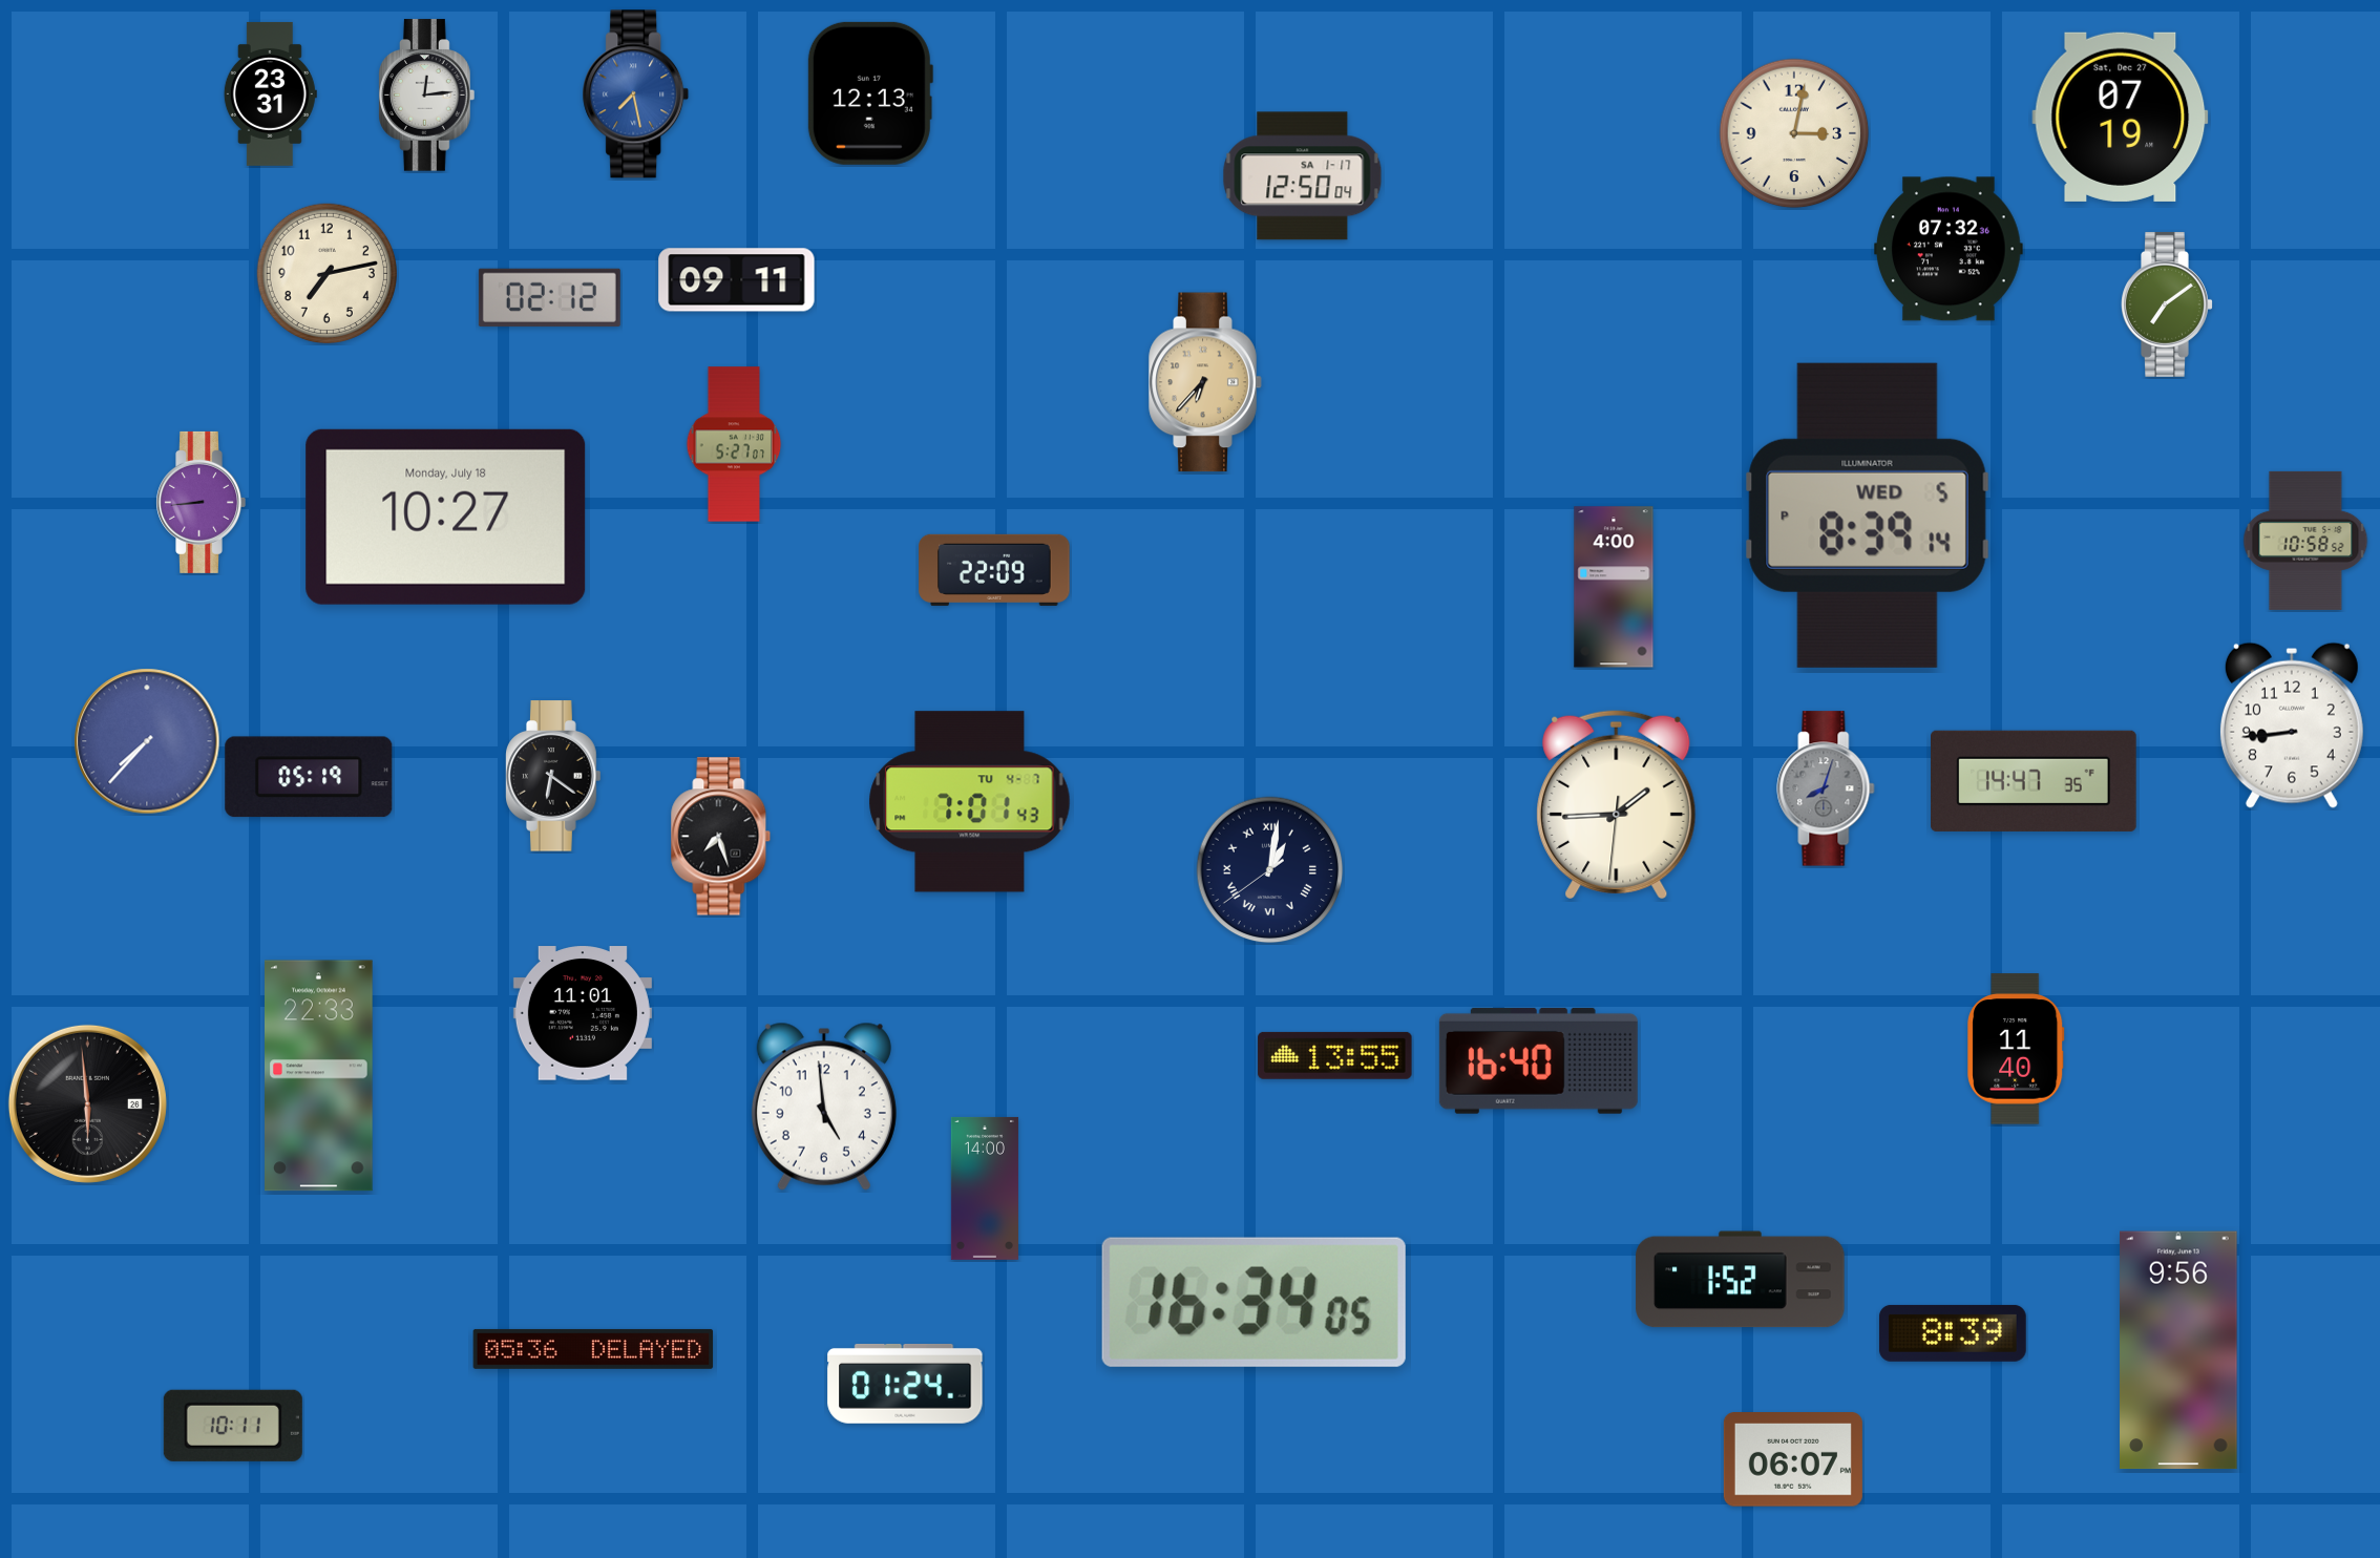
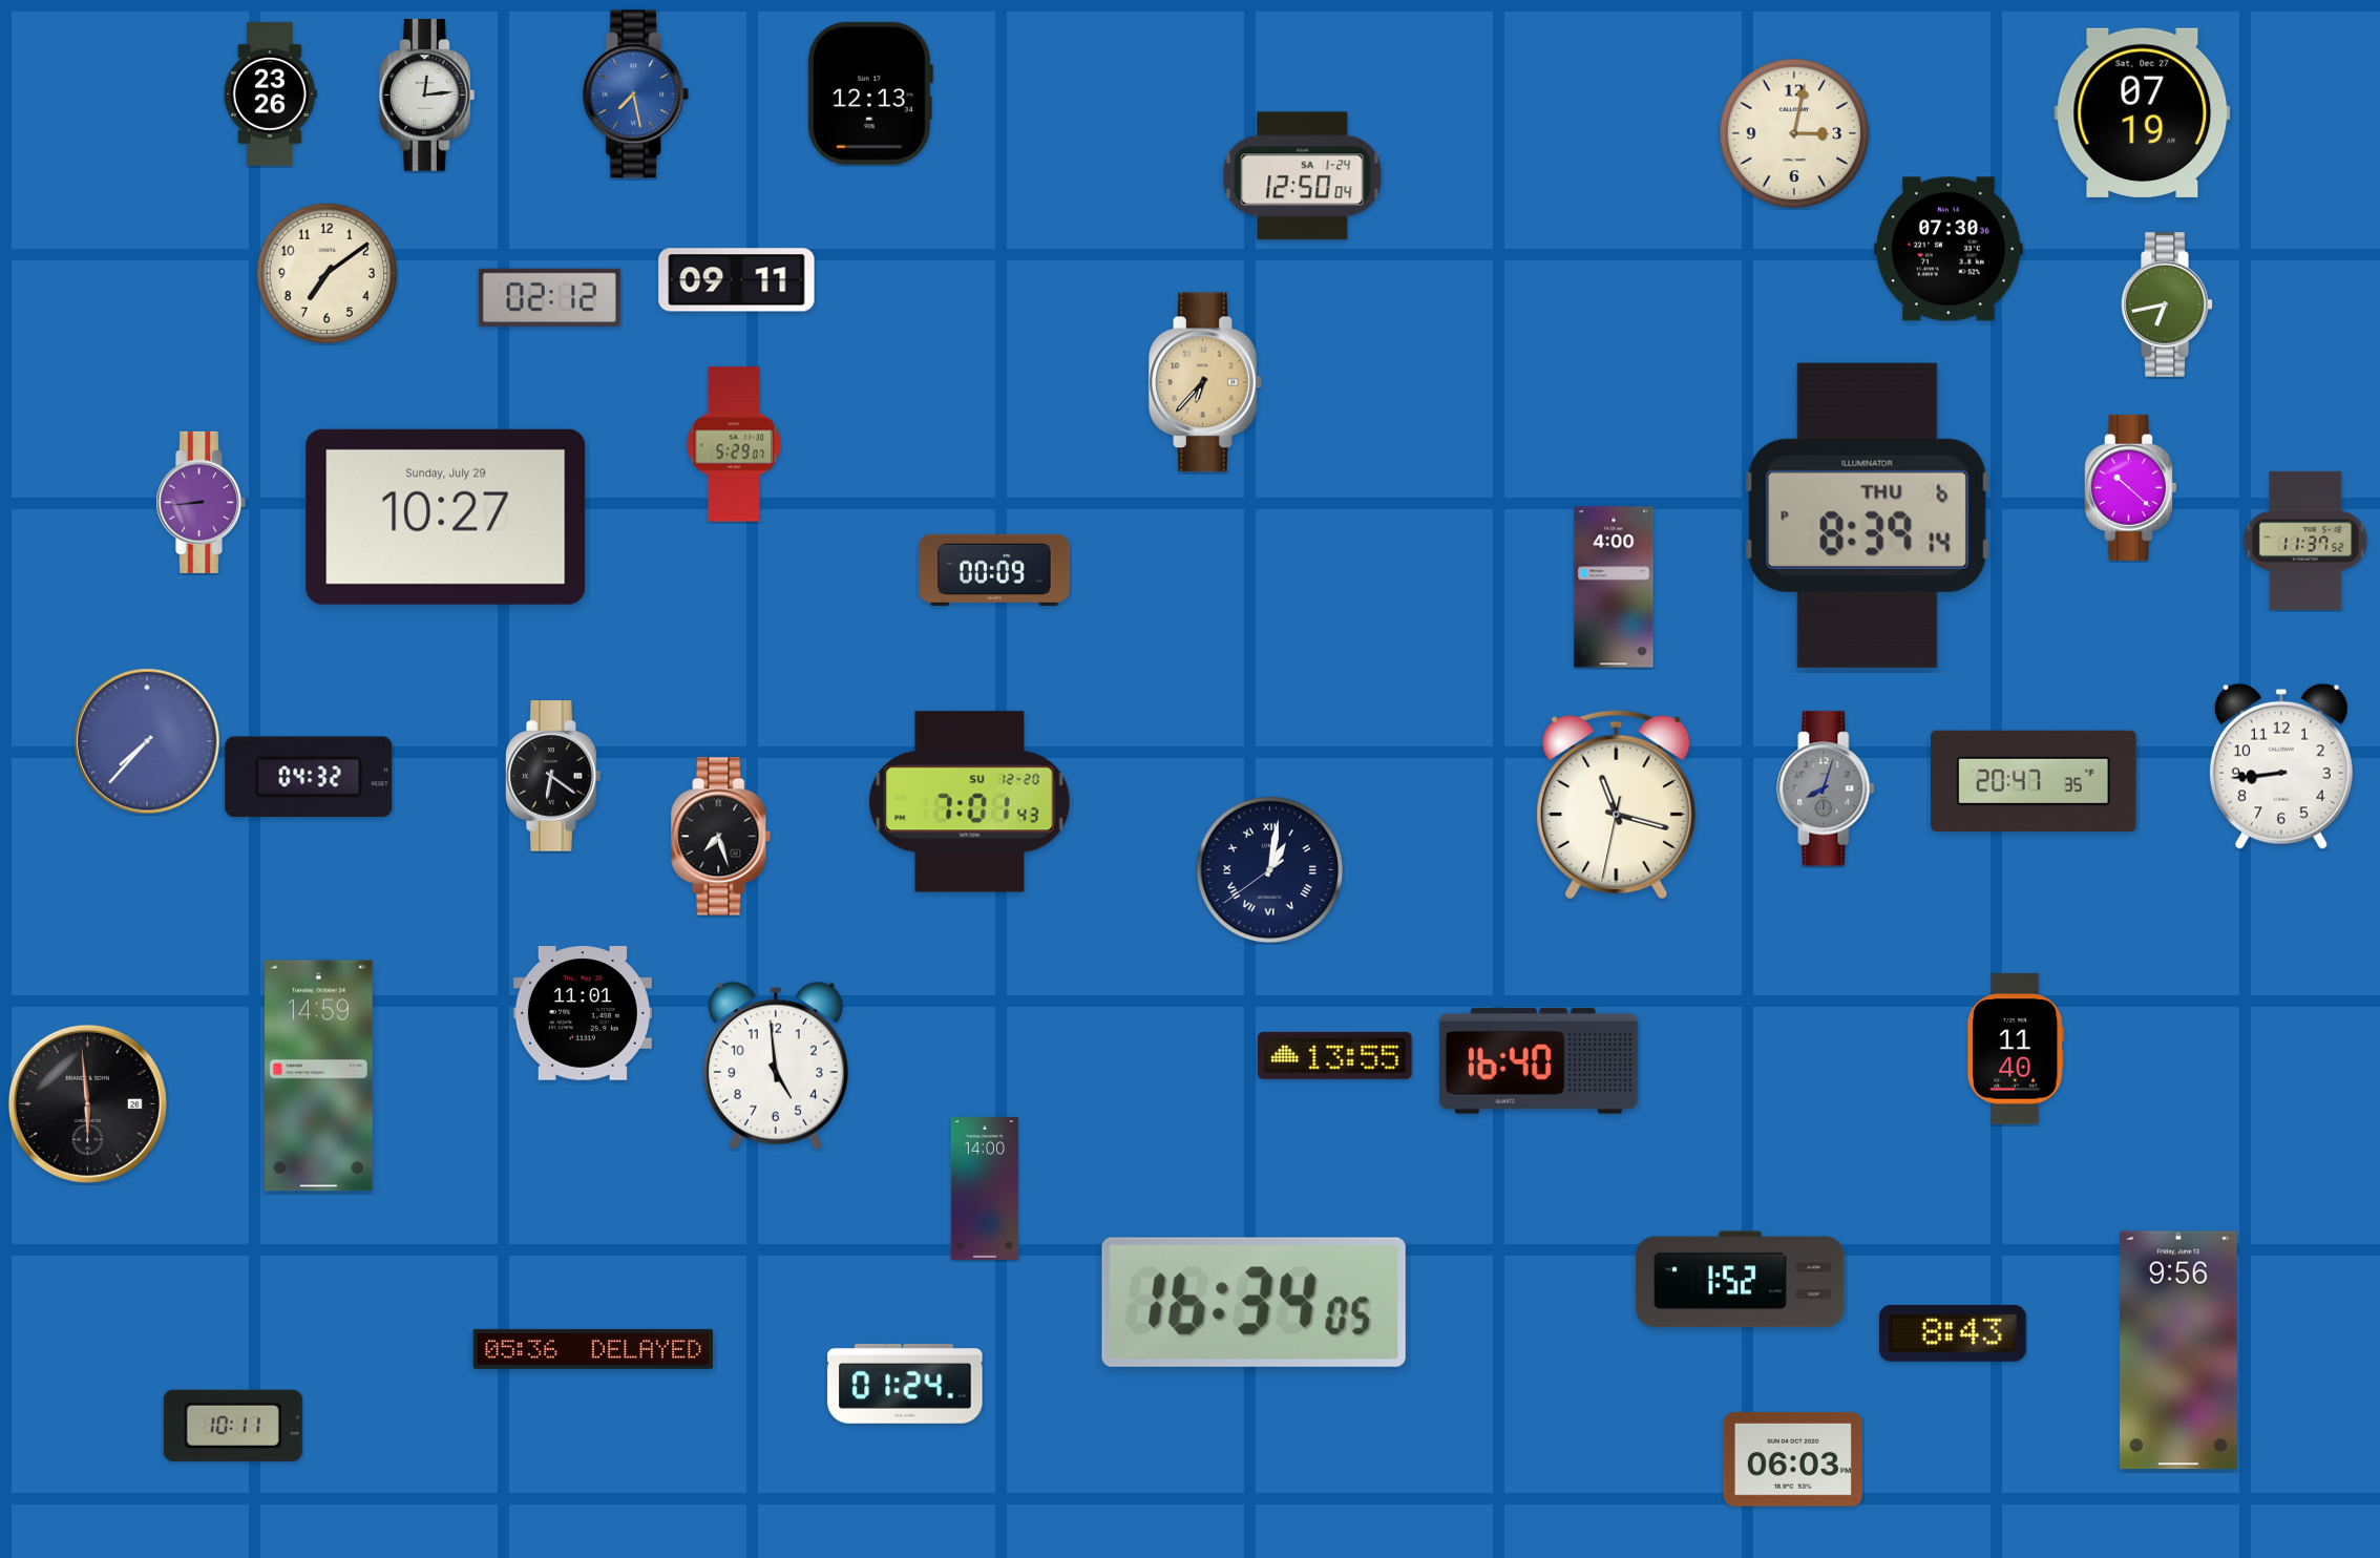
clock at (270, 93): 23:31 -> 23:26
clock at (2121, 117) position: (2121, 117) -> (2143, 112)
clock at (1303, 176) date: SA 1-17 -> SA 1-24
clock at (1950, 249): 07:32 -> 07:30
clock at (327, 273): 7:13 -> 7:09
clock at (2167, 304): 7:09 -> 6:43
clock at (734, 444): 5:27 -> 5:29
clock at (2131, 487): none -> 10:22
clock at (1868, 515) date: WED 5 -> THU 6
clock at (446, 517) date: Monday, July 18 -> Sunday, July 29
clock at (2305, 541): 10:58 -> 11:37
clock at (994, 570): 22:09 -> 00:09
clock at (2292, 725) position: (2292, 725) -> (2281, 766)
clock at (309, 777): 05:19 -> 04:32
clock at (2035, 781): 14:47 -> 20:47
clock at (970, 802) date: TU 4-7 -> SU 12-20
clock at (1617, 804): 1:44 -> 11:17
clock at (319, 1076): 22:33 -> 14:59
clock at (824, 1107) position: (824, 1107) -> (776, 1066)
clock at (1953, 1333): 8:39 -> 8:43
clock at (1793, 1459): 06:07 -> 06:03
